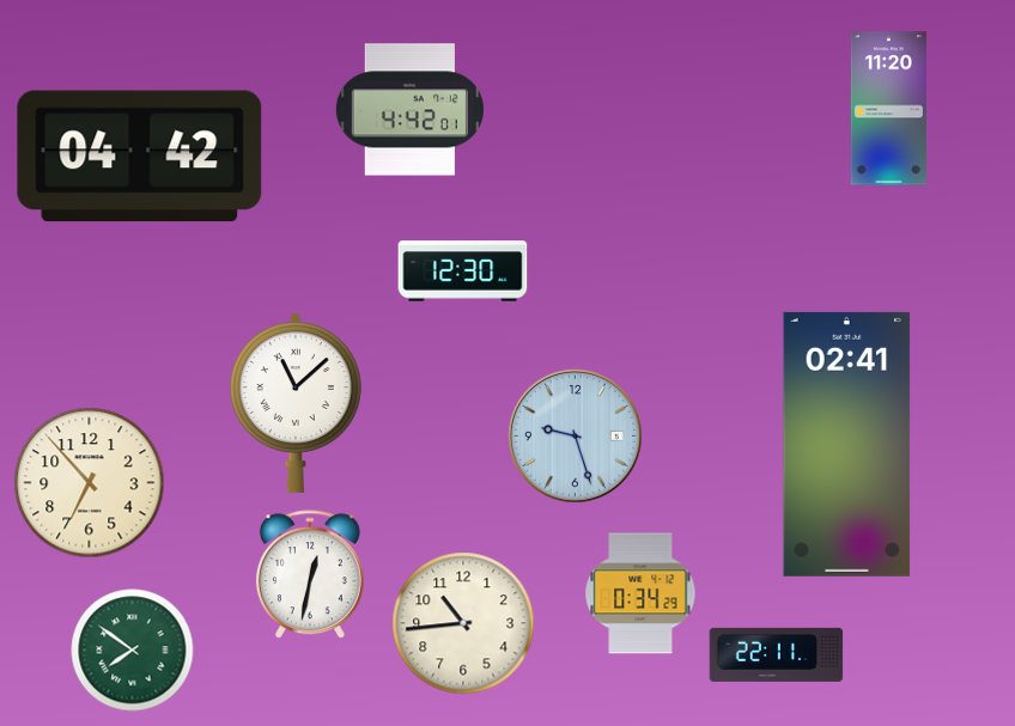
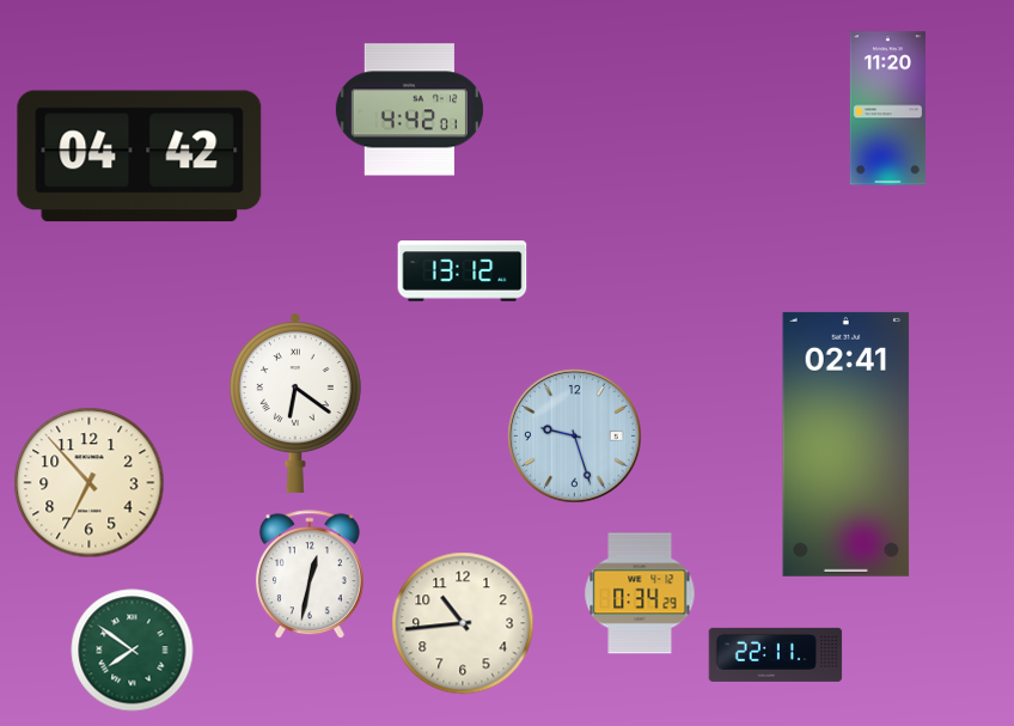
clock at (463, 272): 12:30 -> 13:12
clock at (296, 403): 11:08 -> 6:21
